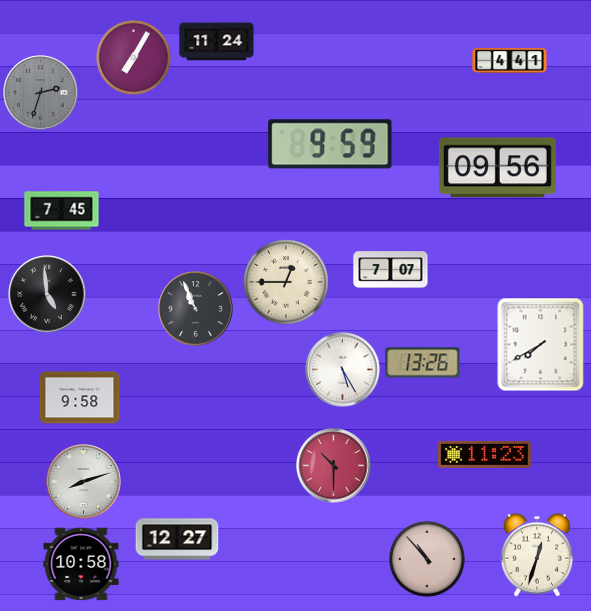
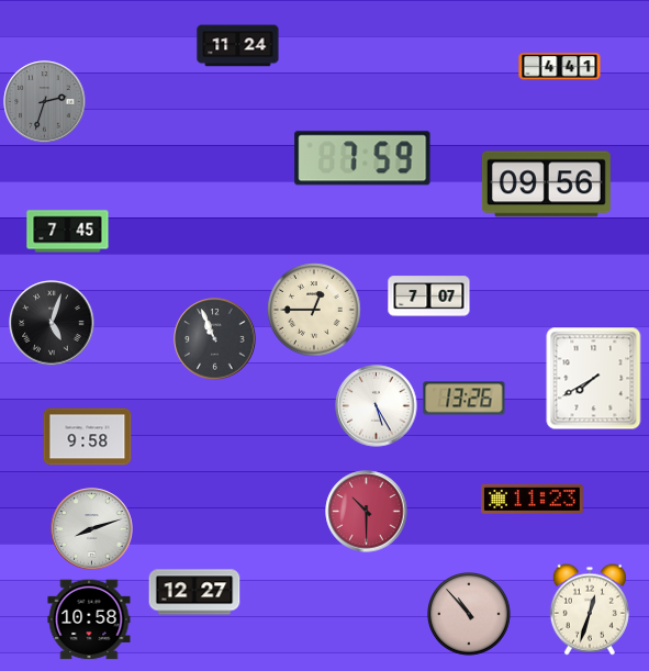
clock at (134, 58): 7:05 -> none
clock at (330, 144): 9:59 -> 7:59
clock at (47, 294): 4:59 -> 5:03
